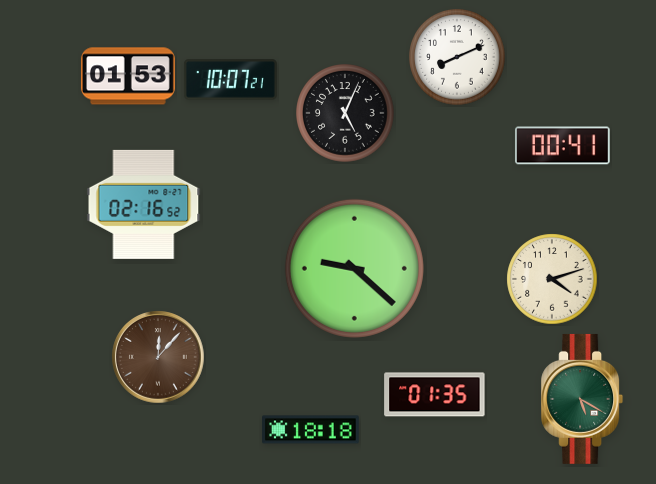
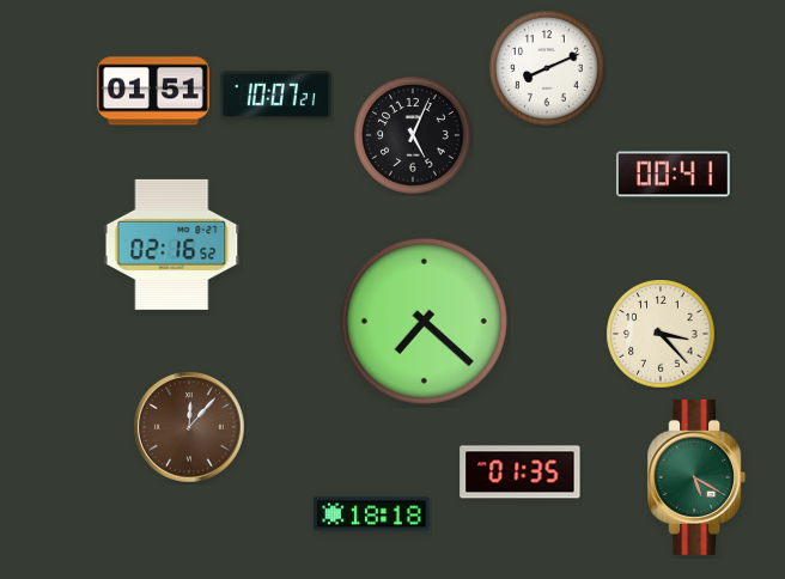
clock at (128, 76): 01:53 -> 01:51
clock at (354, 268): 9:22 -> 7:22
clock at (552, 279): 4:12 -> 3:23
